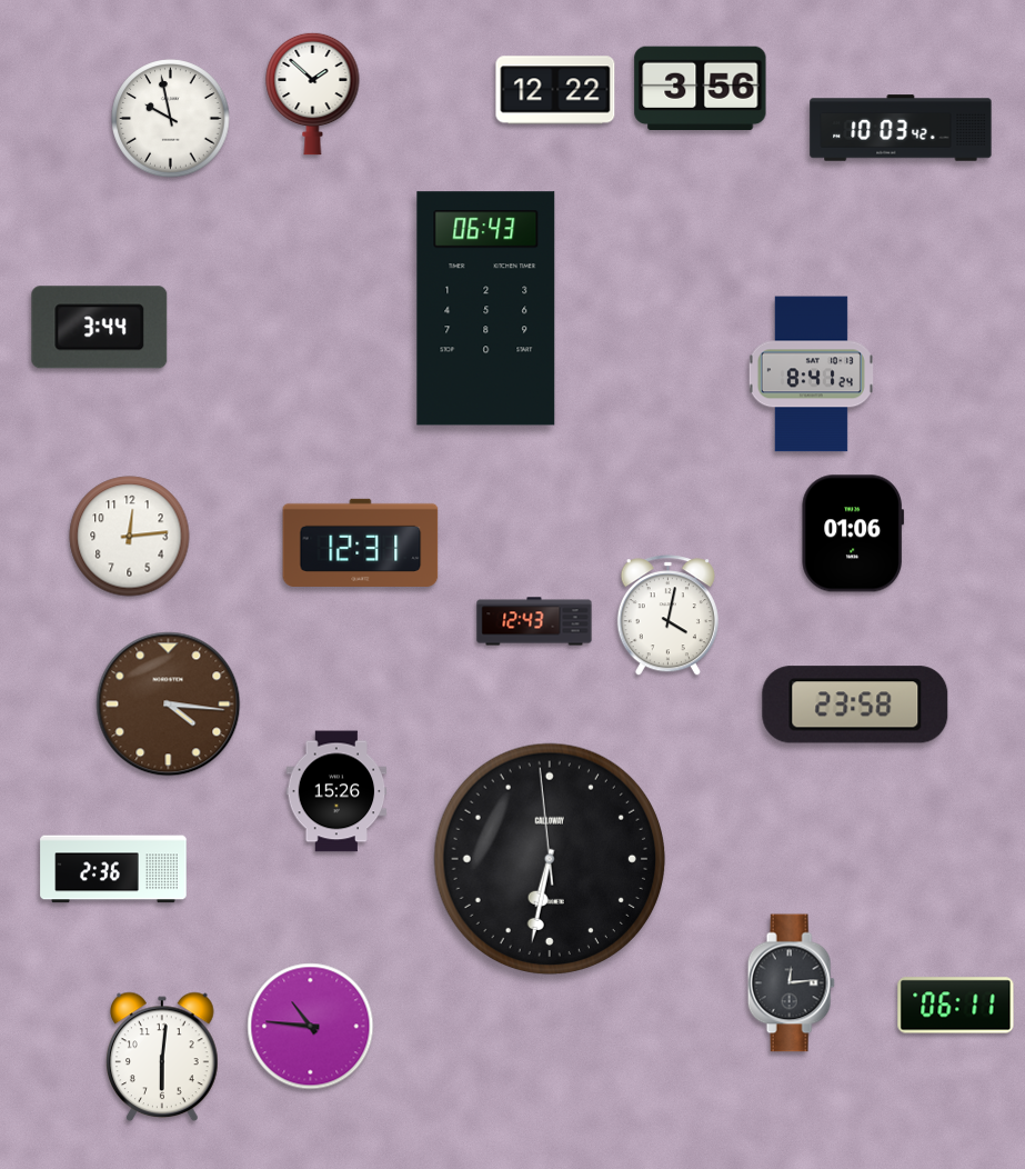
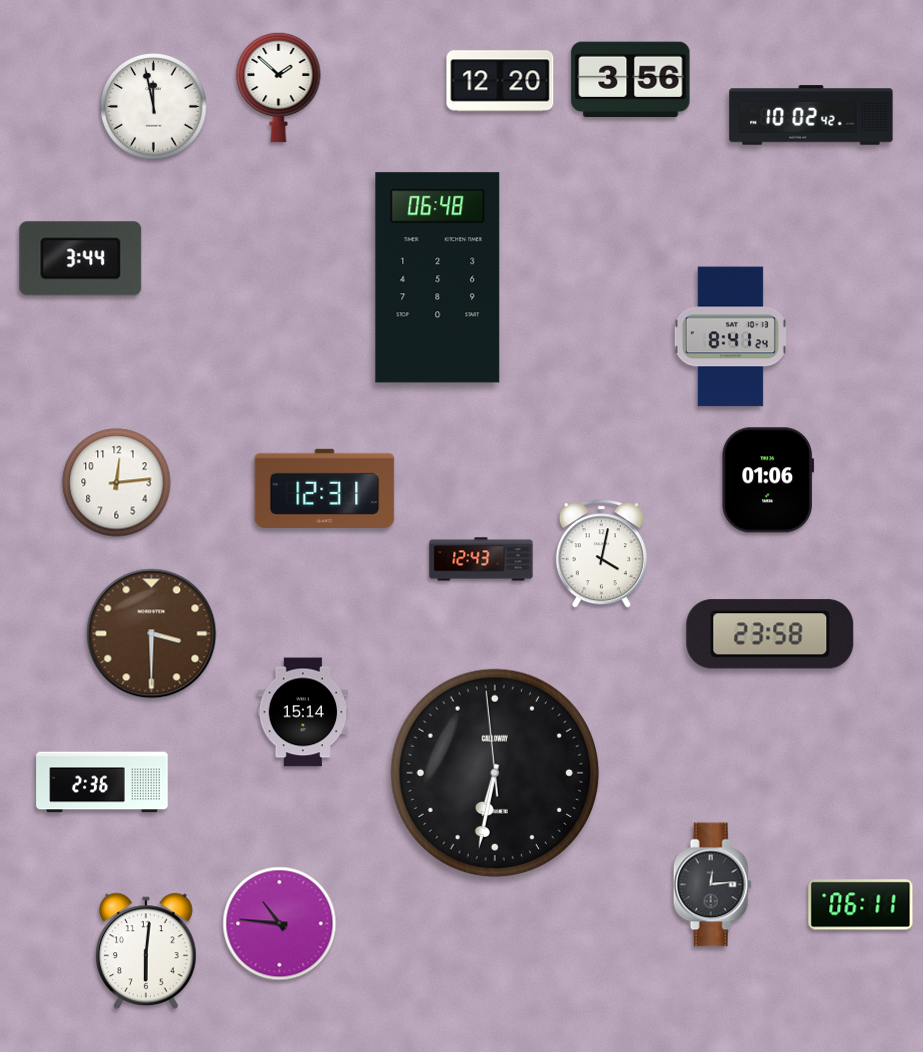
clock at (555, 90): 12:22 -> 12:20
clock at (313, 93) position: (313, 93) -> (279, 87)
clock at (171, 119): 9:58 -> 11:58
clock at (901, 128): 10:03 -> 10:02
clock at (486, 309): 06:43 -> 06:48
clock at (100, 328) position: (100, 328) -> (81, 259)
clock at (169, 705): 4:16 -> 3:30
clock at (336, 791): 15:26 -> 15:14
